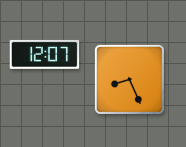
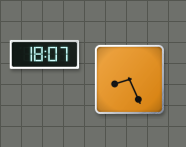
clock at (45, 54): 12:07 -> 18:07
